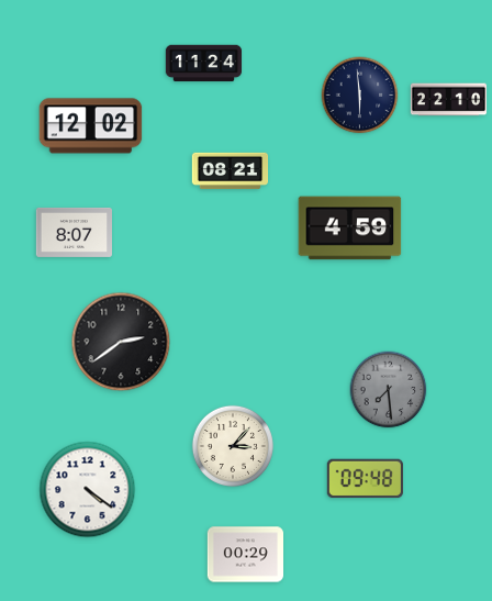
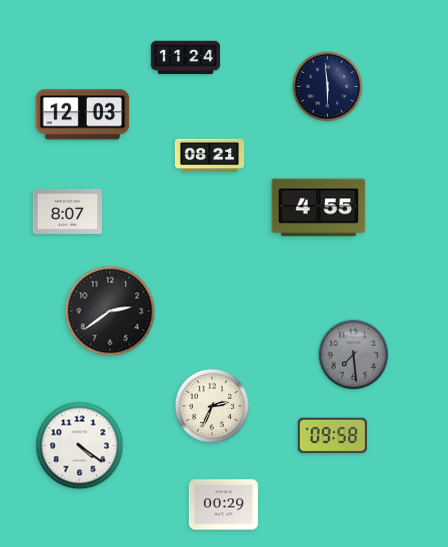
clock at (449, 100): 22:10 -> none
clock at (91, 126): 12:02 -> 12:03
clock at (350, 229): 4:59 -> 4:55
clock at (233, 446): 3:07 -> 2:34
clock at (365, 479): 09:48 -> 09:58
